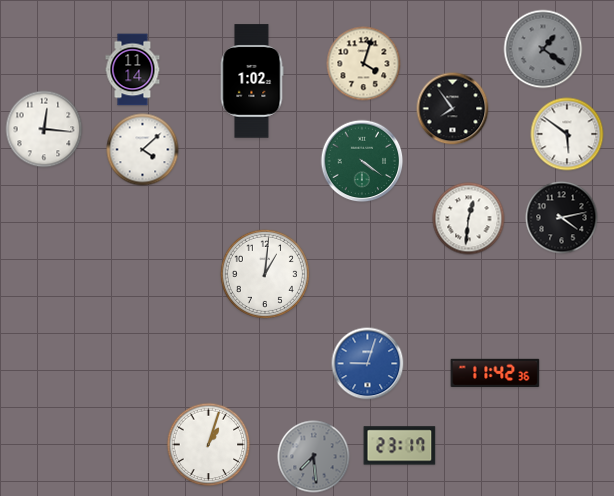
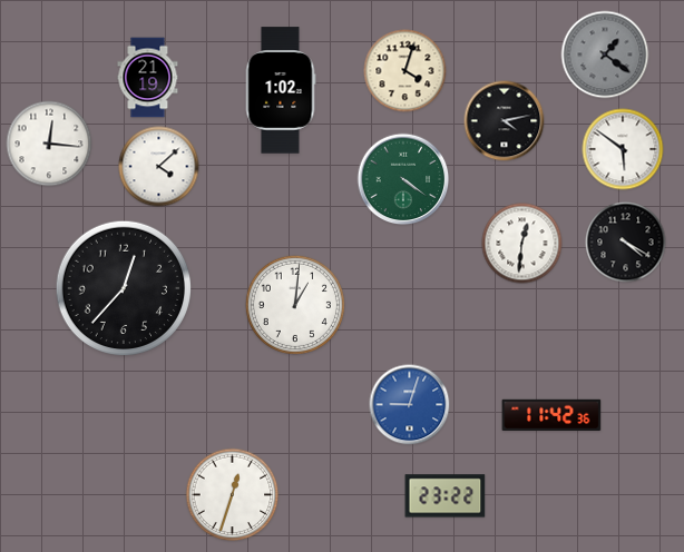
clock at (133, 70): 11:14 -> 21:19
clock at (453, 109): 7:54 -> 4:13
clock at (567, 134) position: (567, 134) -> (623, 149)
clock at (562, 218): 4:13 -> 4:20
clock at (124, 288): none -> 12:37
clock at (209, 445): 1:03 -> 12:33
clock at (400, 446): 23:17 -> 23:22
clock at (314, 457): 7:29 -> none
